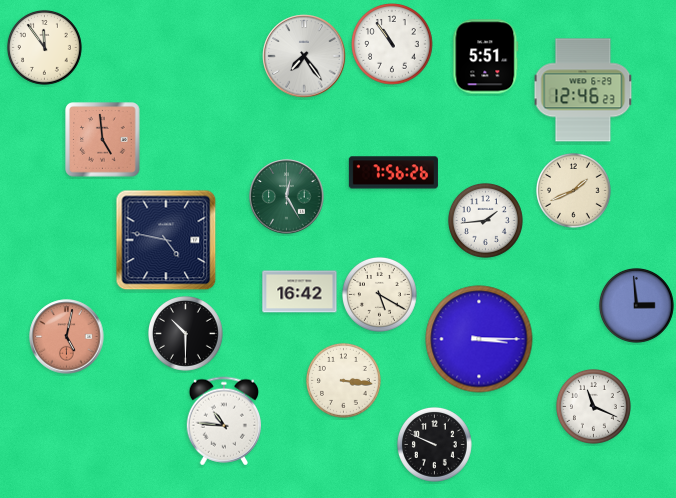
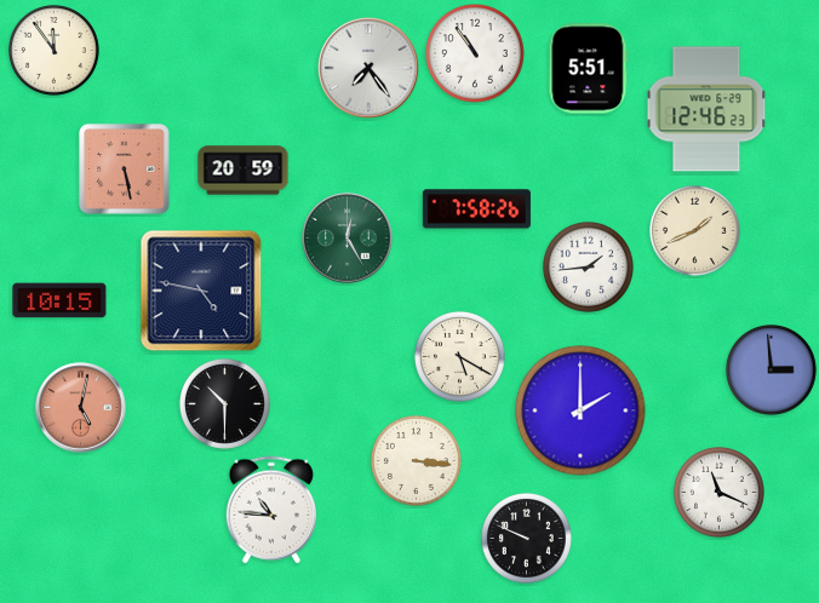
clock at (44, 47) position: (44, 47) -> (53, 50)
clock at (103, 140): 4:59 -> 5:28
clock at (244, 171): none -> 20:59
clock at (393, 173): 7:56 -> 7:58
clock at (59, 300): none -> 10:15
clock at (300, 292): 16:42 -> none
clock at (479, 339): 3:15 -> 2:00
